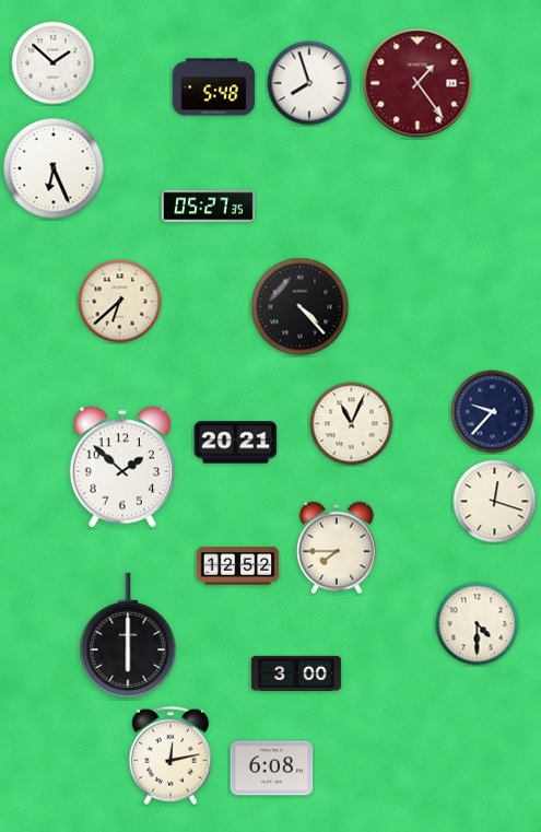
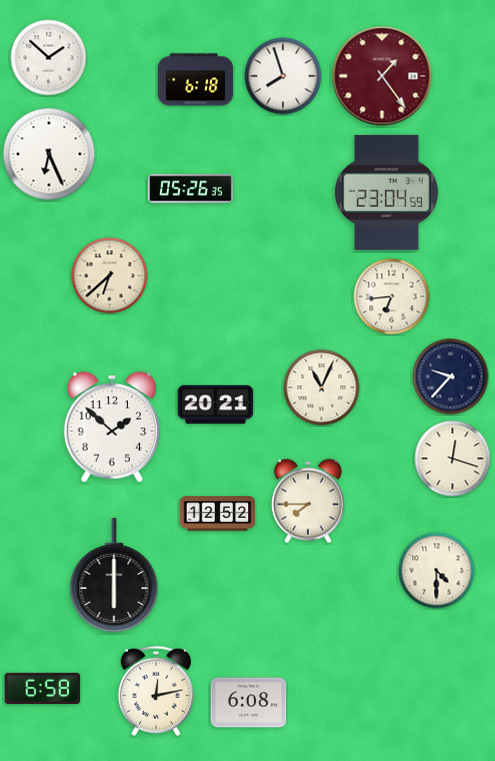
clock at (214, 87): 5:48 -> 6:18
clock at (209, 207): 05:27 -> 05:26
clock at (386, 192): none -> 23:04
clock at (301, 307): 4:23 -> none
clock at (392, 297): none -> 6:44
clock at (238, 566) position: (238, 566) -> (218, 514)
clock at (128, 635) position: (128, 635) -> (114, 575)
clock at (296, 673): 3:00 -> none
clock at (43, 688): none -> 6:58
